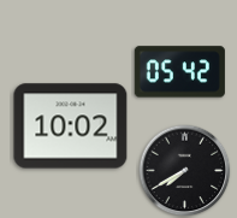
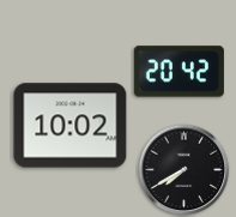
clock at (179, 72): 05:42 -> 20:42
